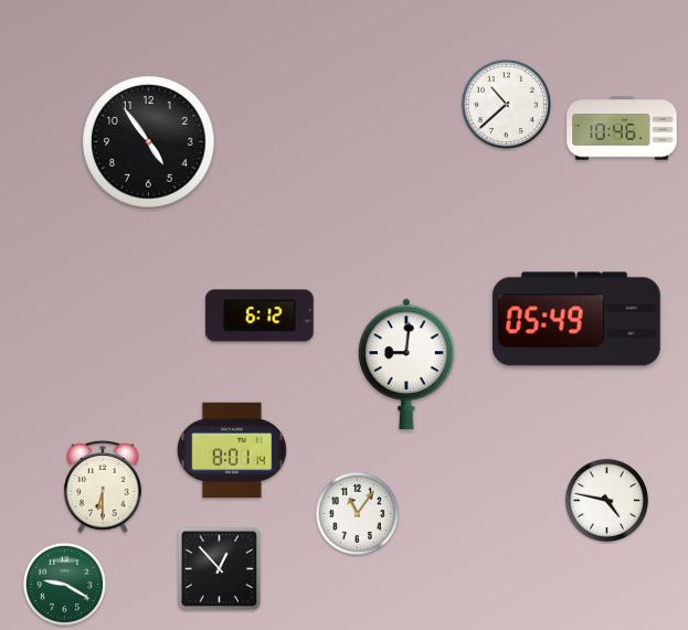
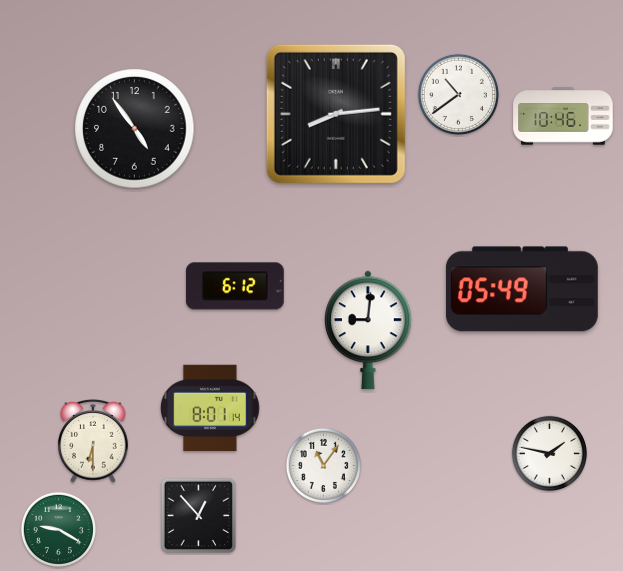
clock at (506, 104): 10:38 -> 10:39
clock at (336, 114): none -> 8:14
clock at (606, 500): 4:47 -> 1:47
